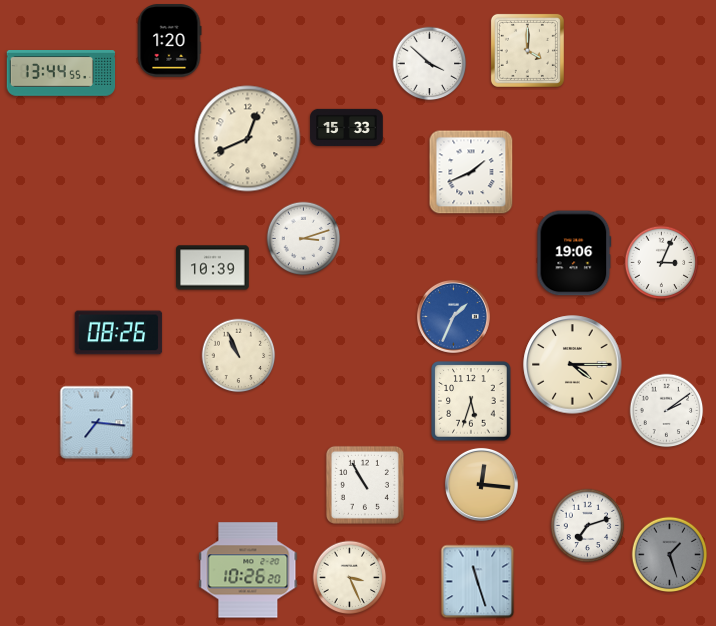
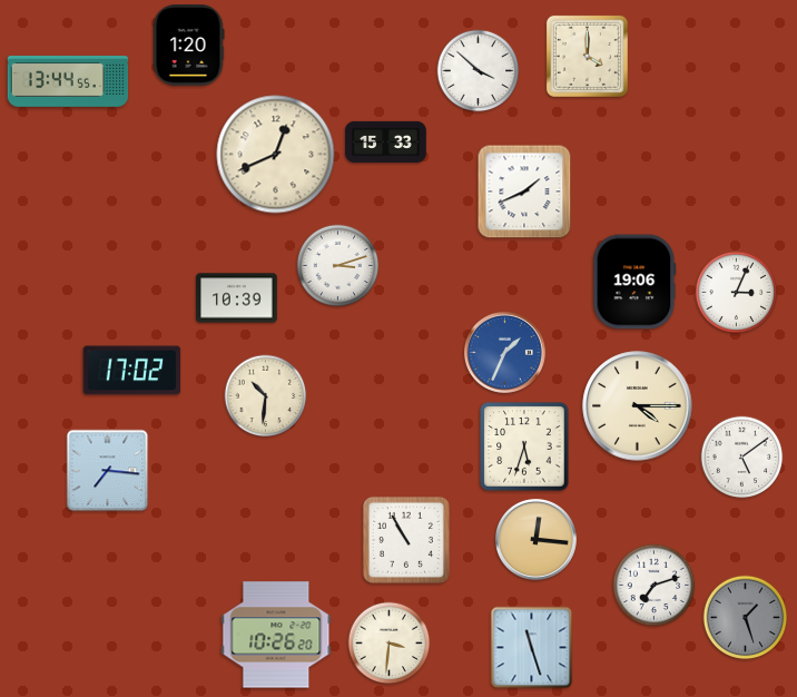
clock at (574, 253) position: (574, 253) -> (634, 282)
clock at (119, 333): 08:26 -> 17:02
clock at (239, 356): 10:56 -> 10:31
clock at (667, 411): 2:09 -> 5:09
clock at (350, 578): 3:26 -> 3:31
